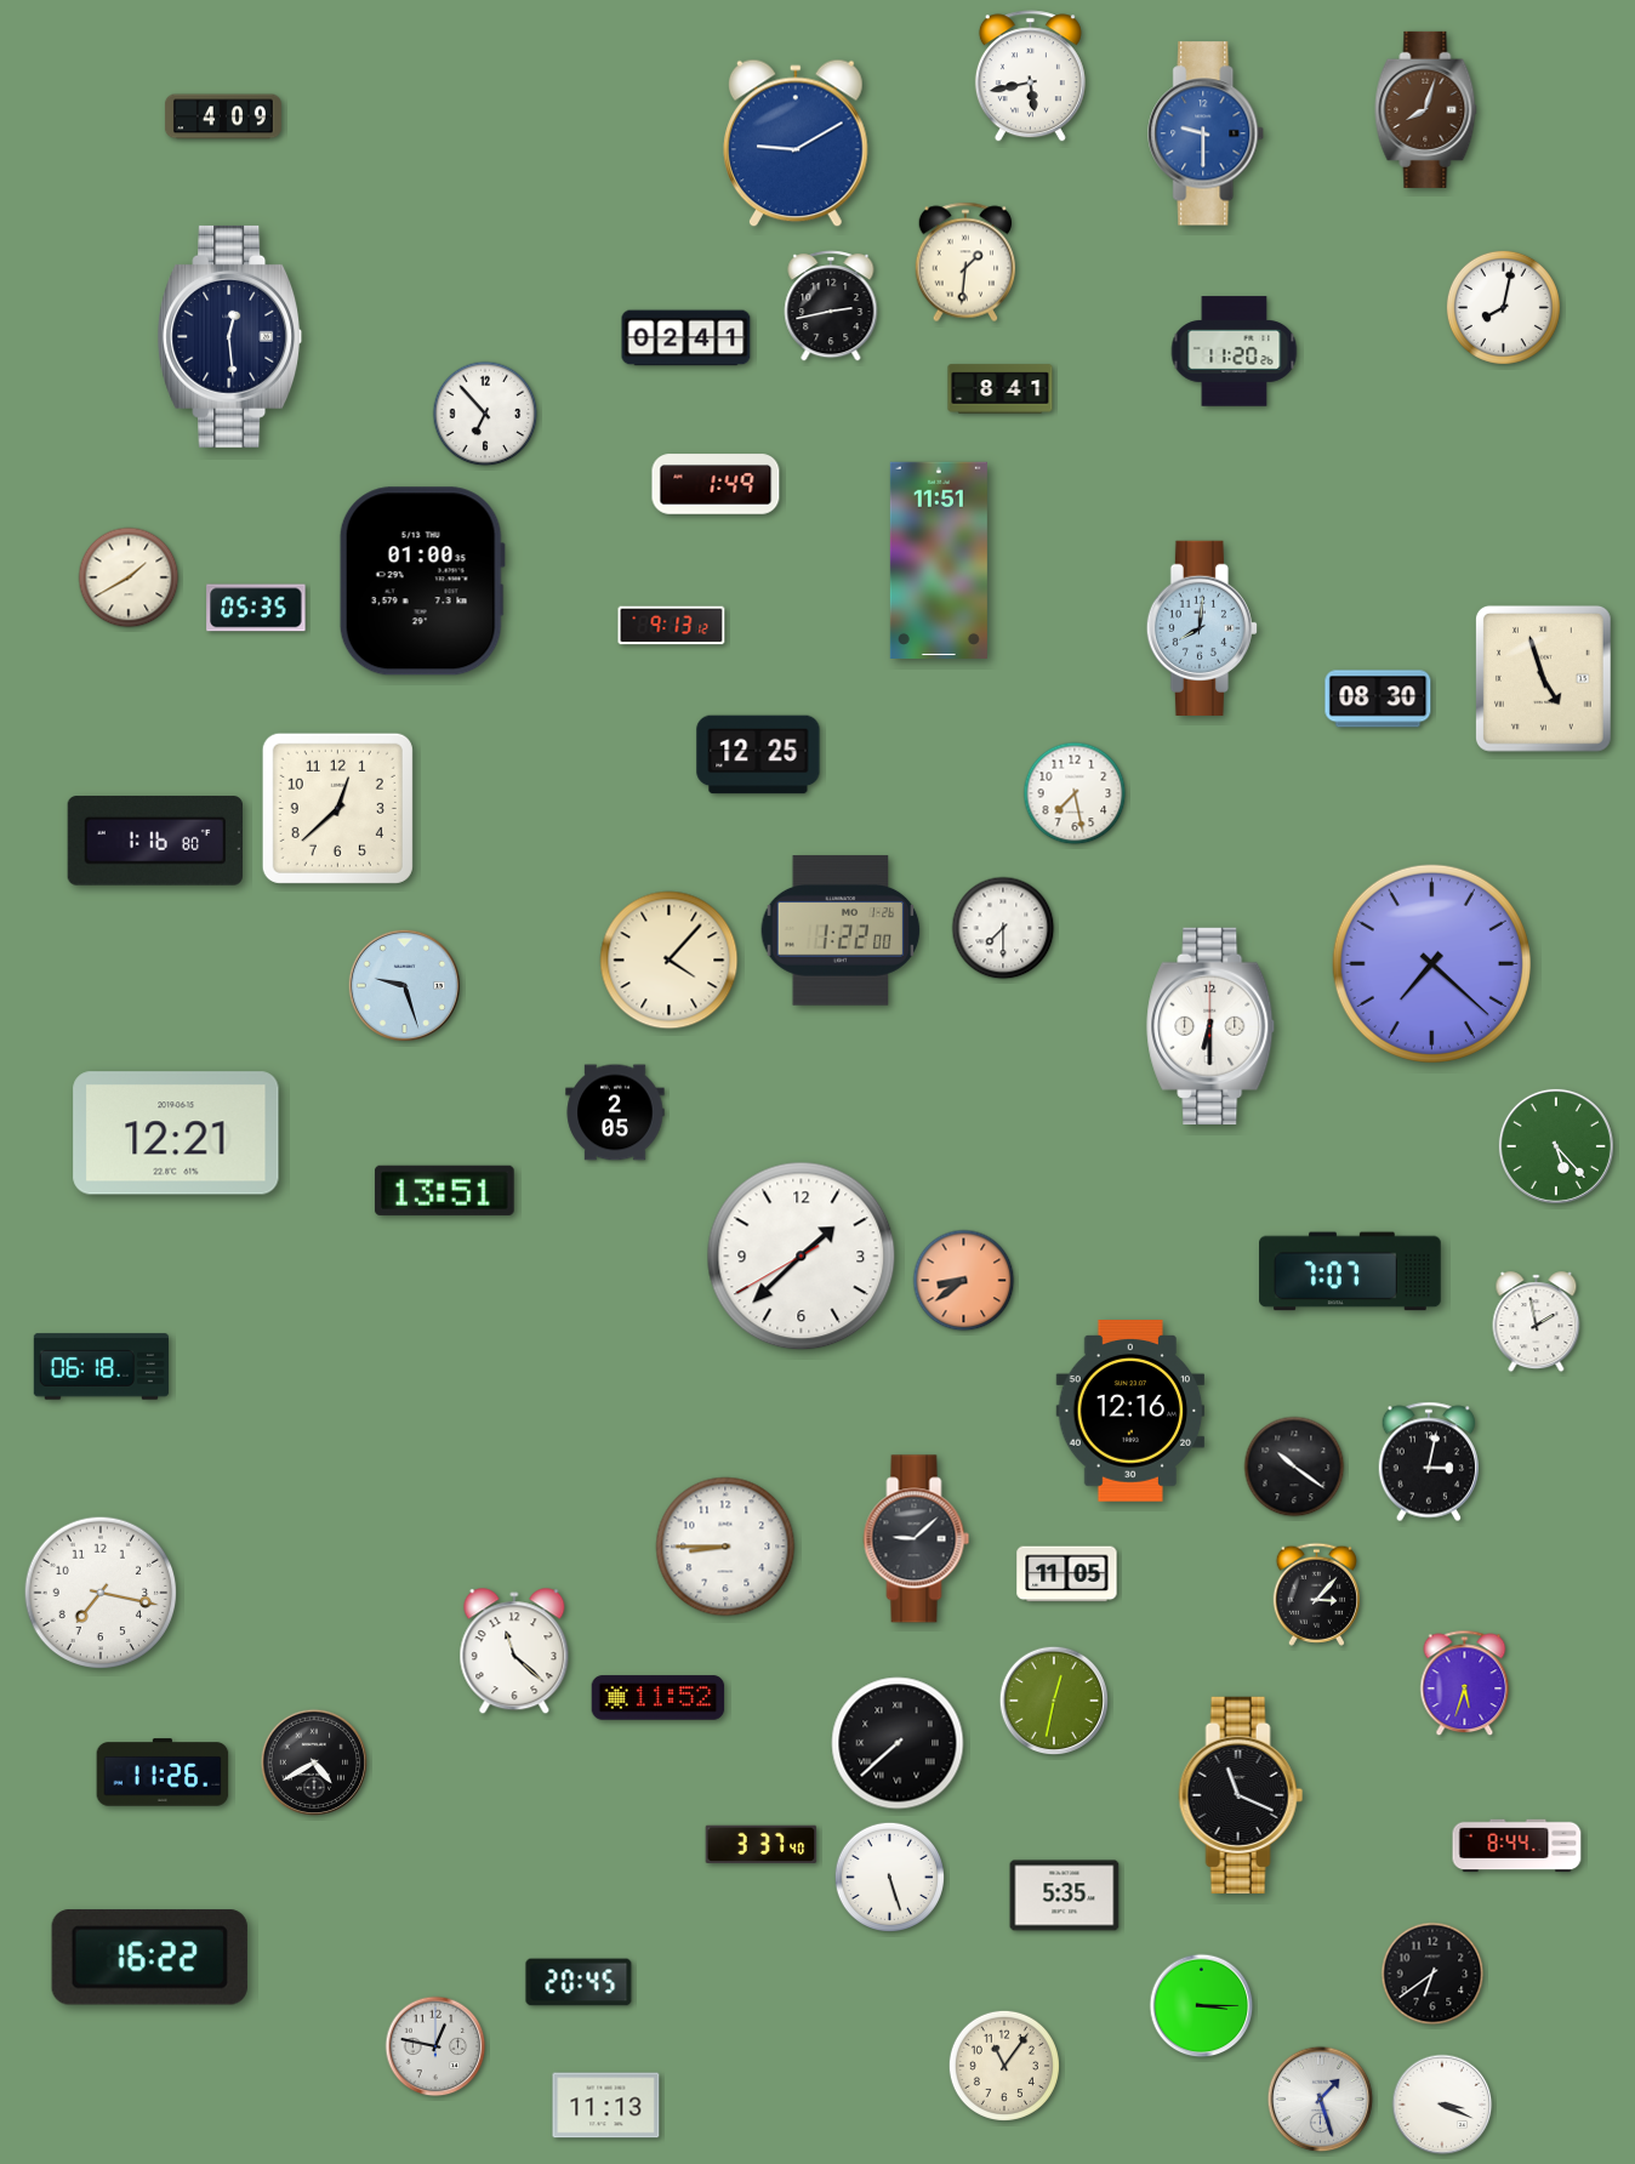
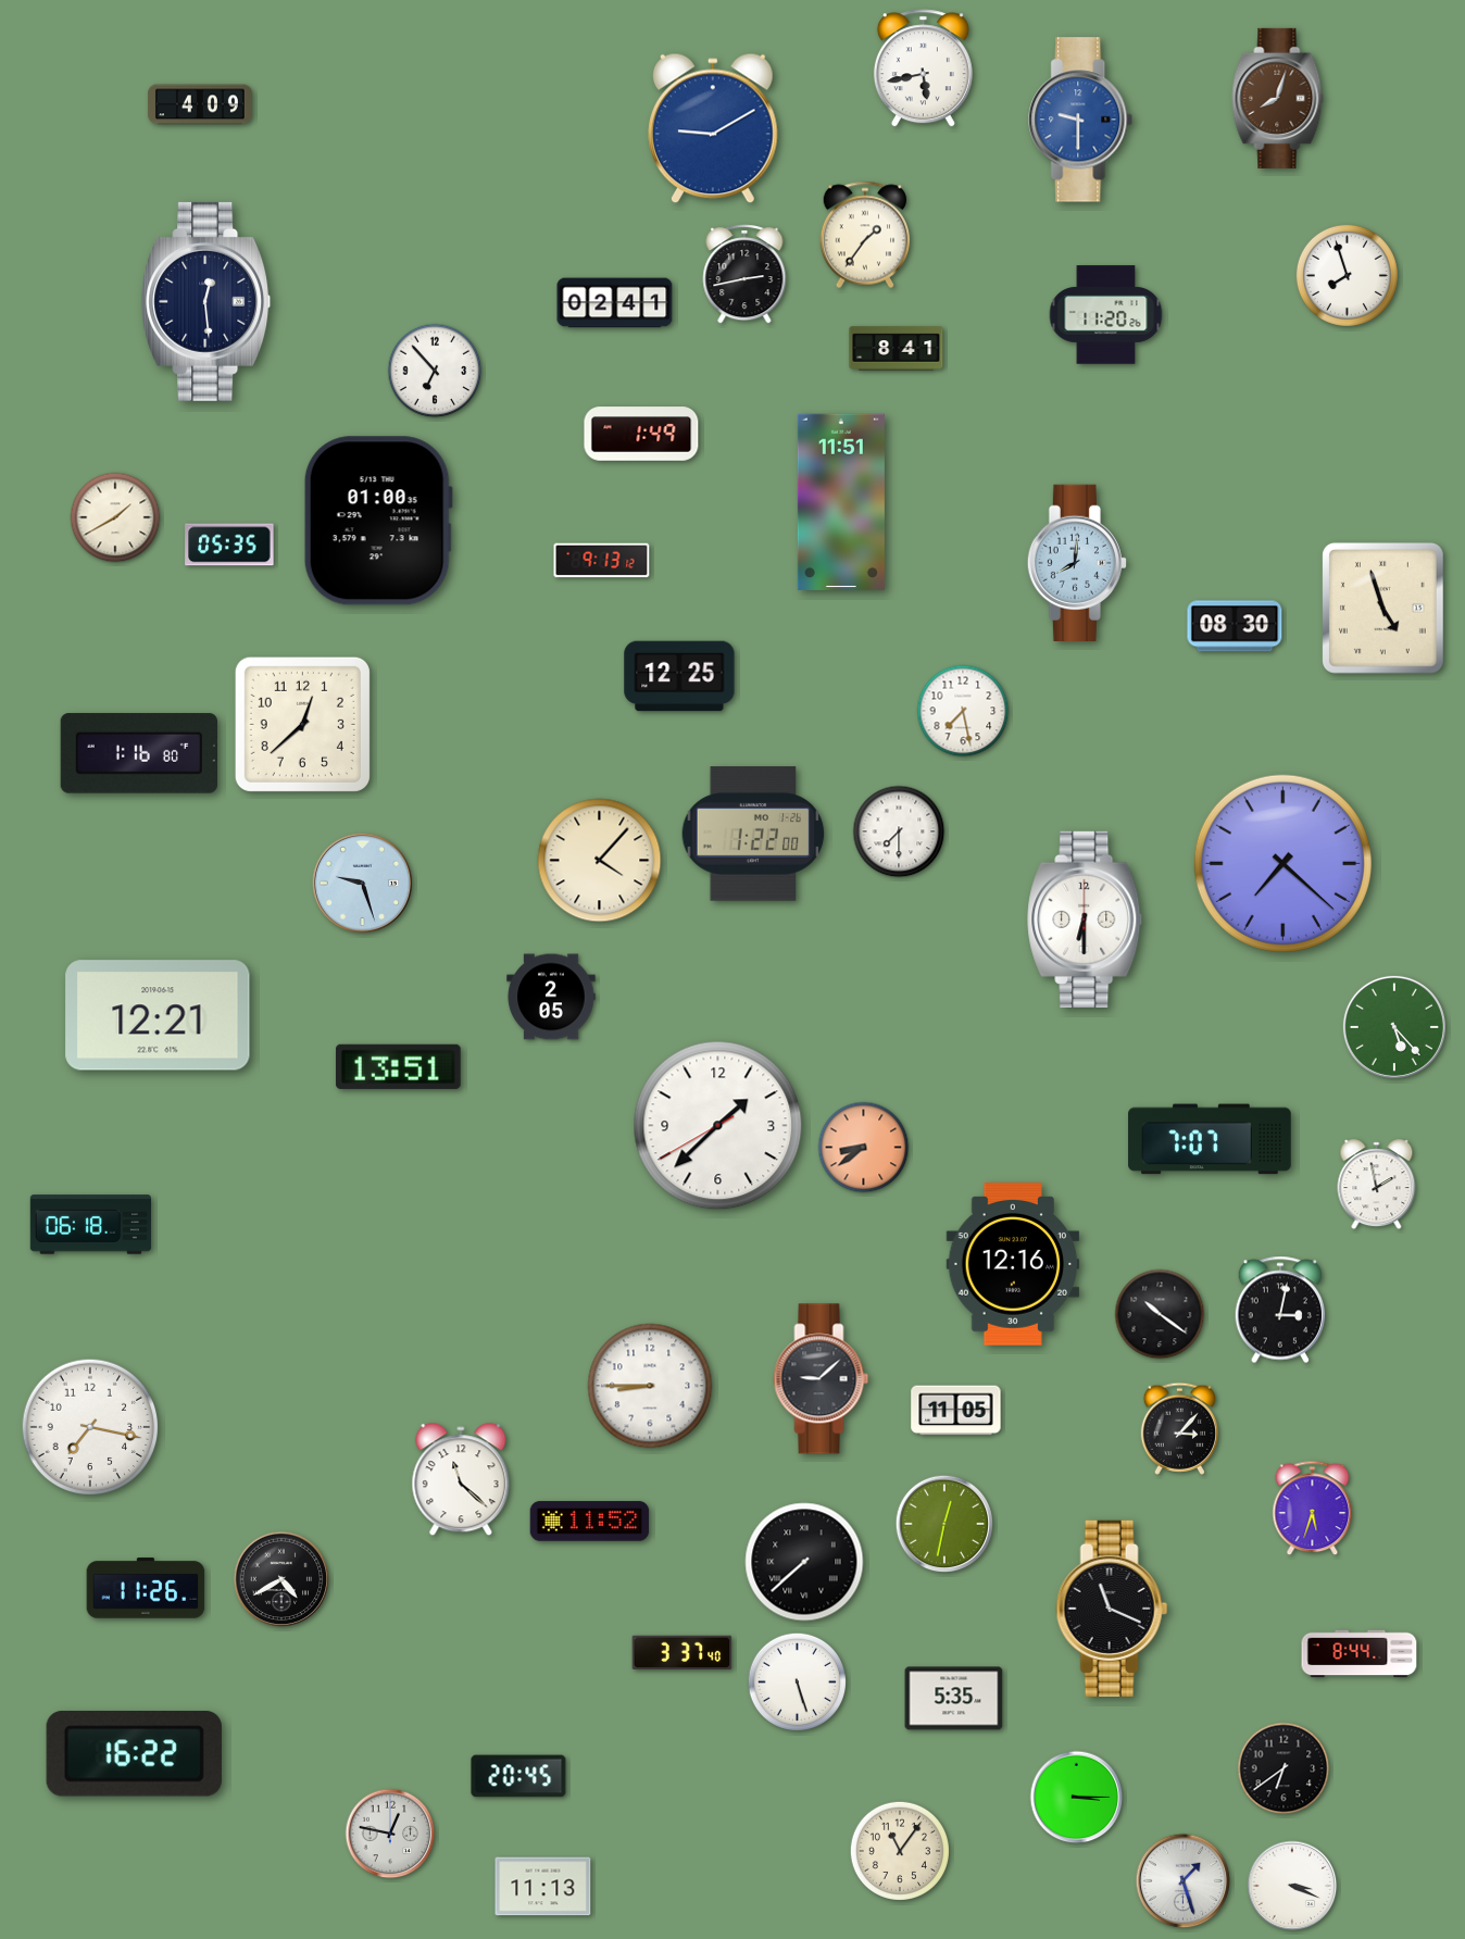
clock at (965, 262): 1:31 -> 1:36
clock at (1503, 307): 8:02 -> 7:57
